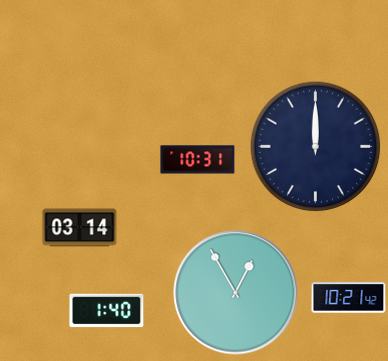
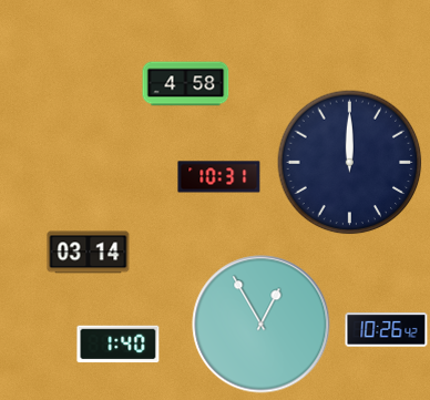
clock at (186, 84): none -> 4:58
clock at (349, 298): 10:21 -> 10:26
